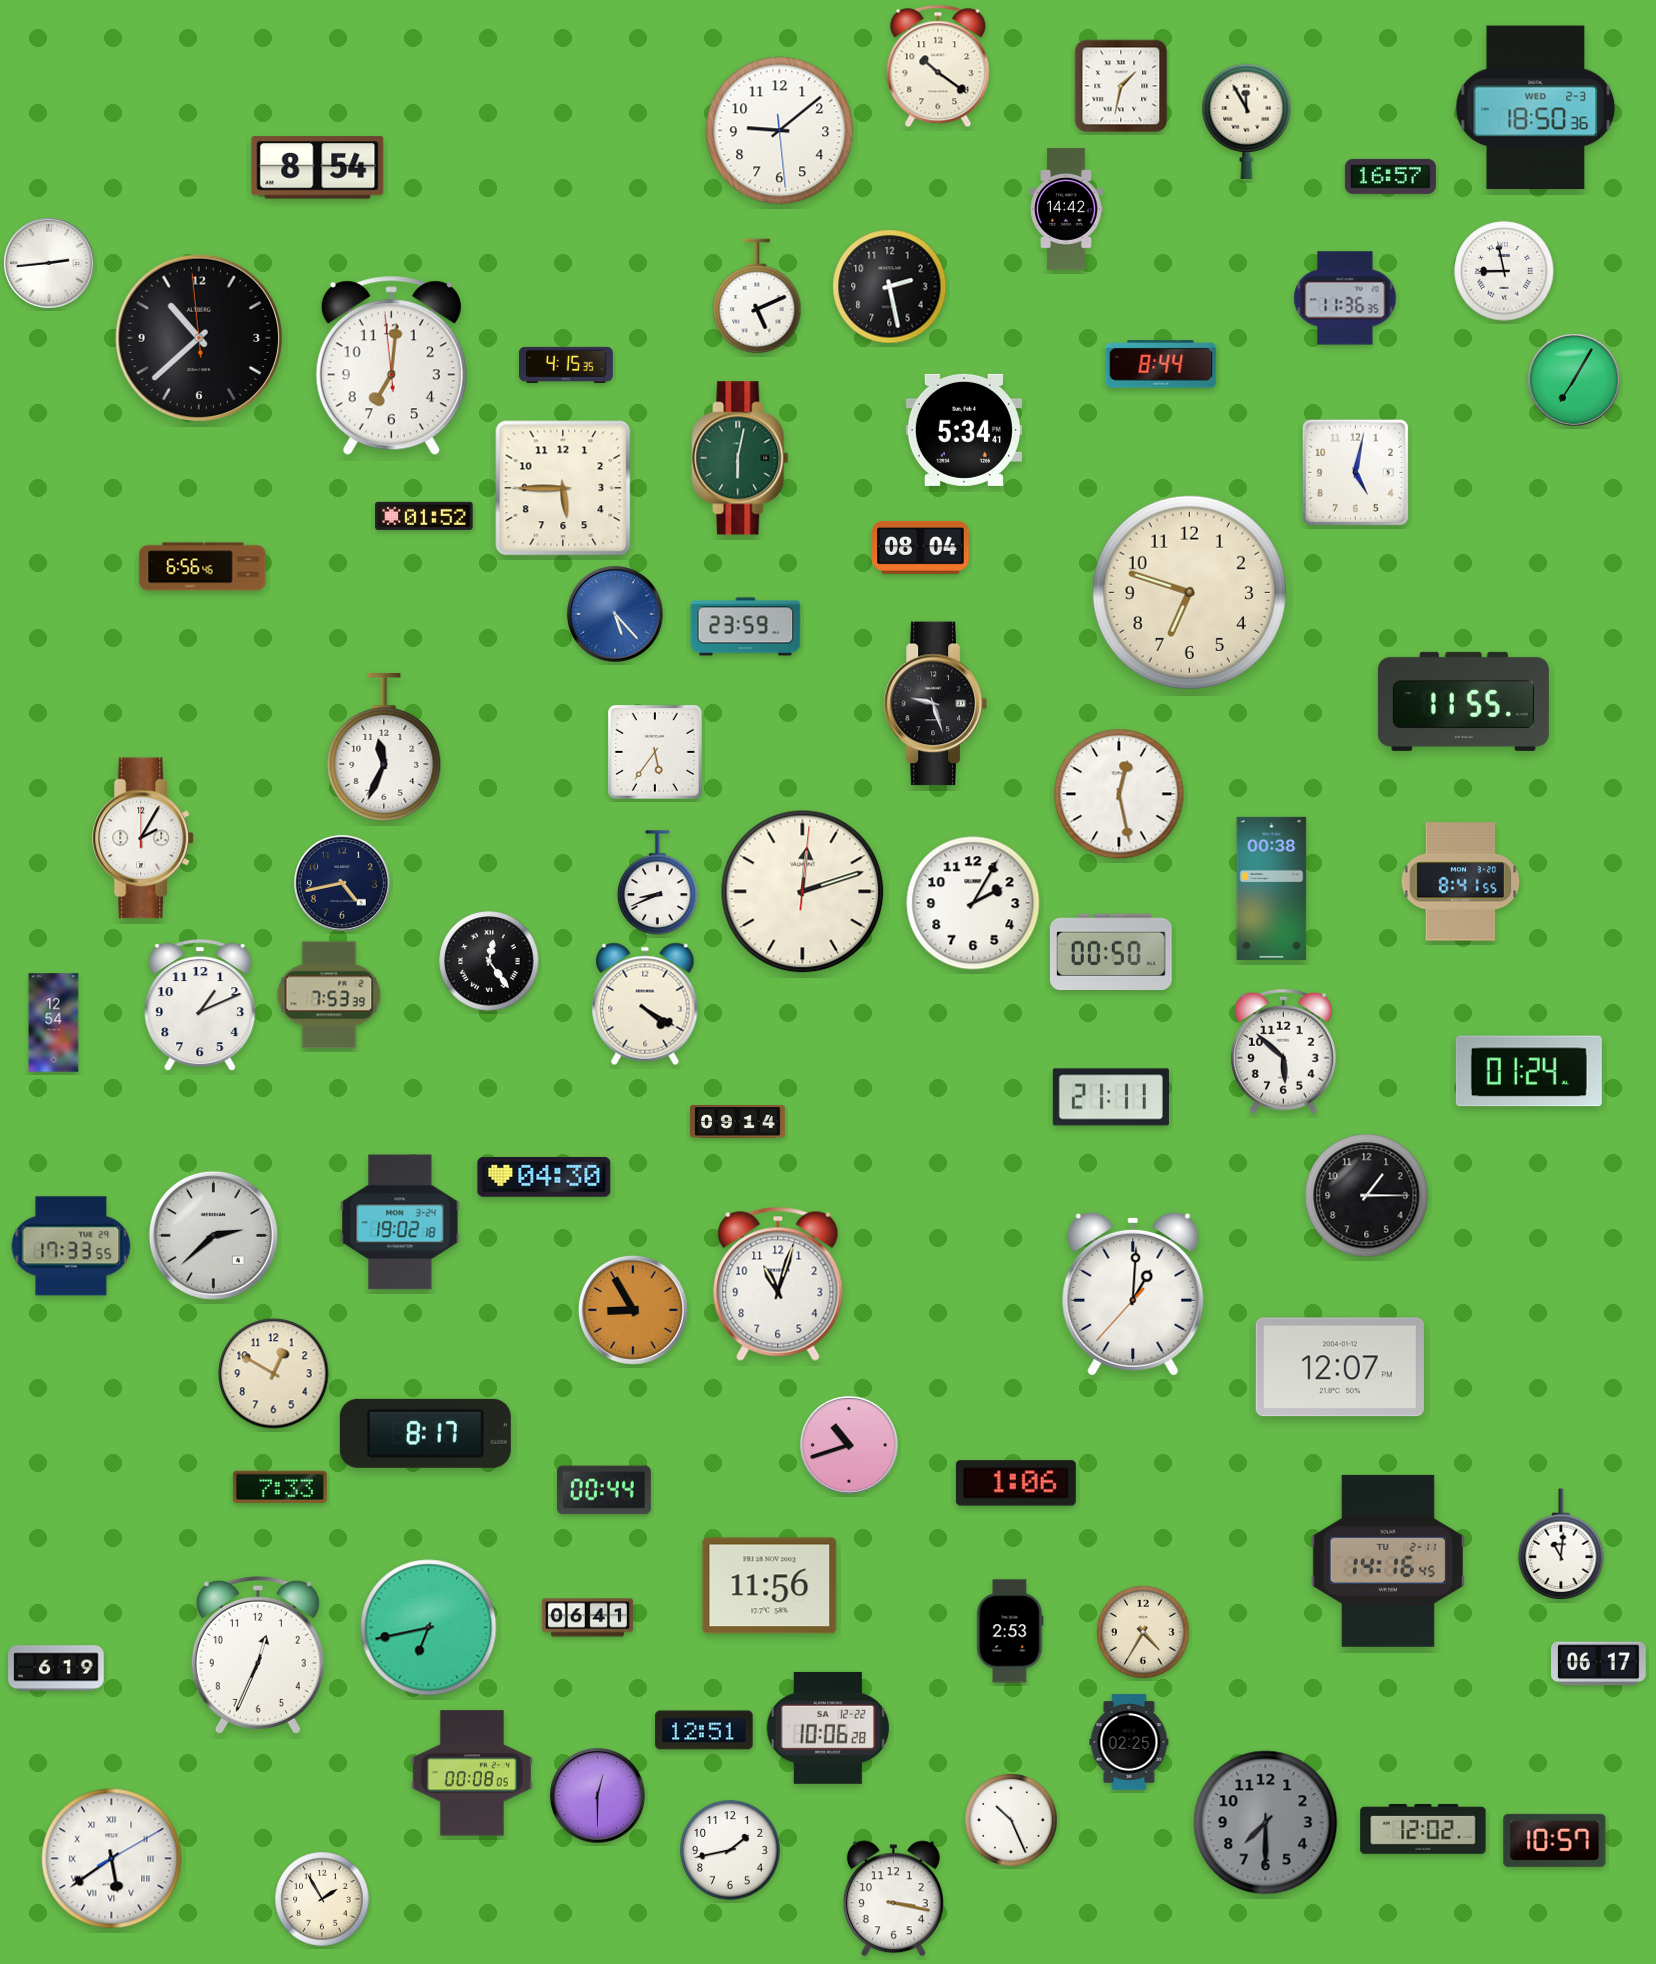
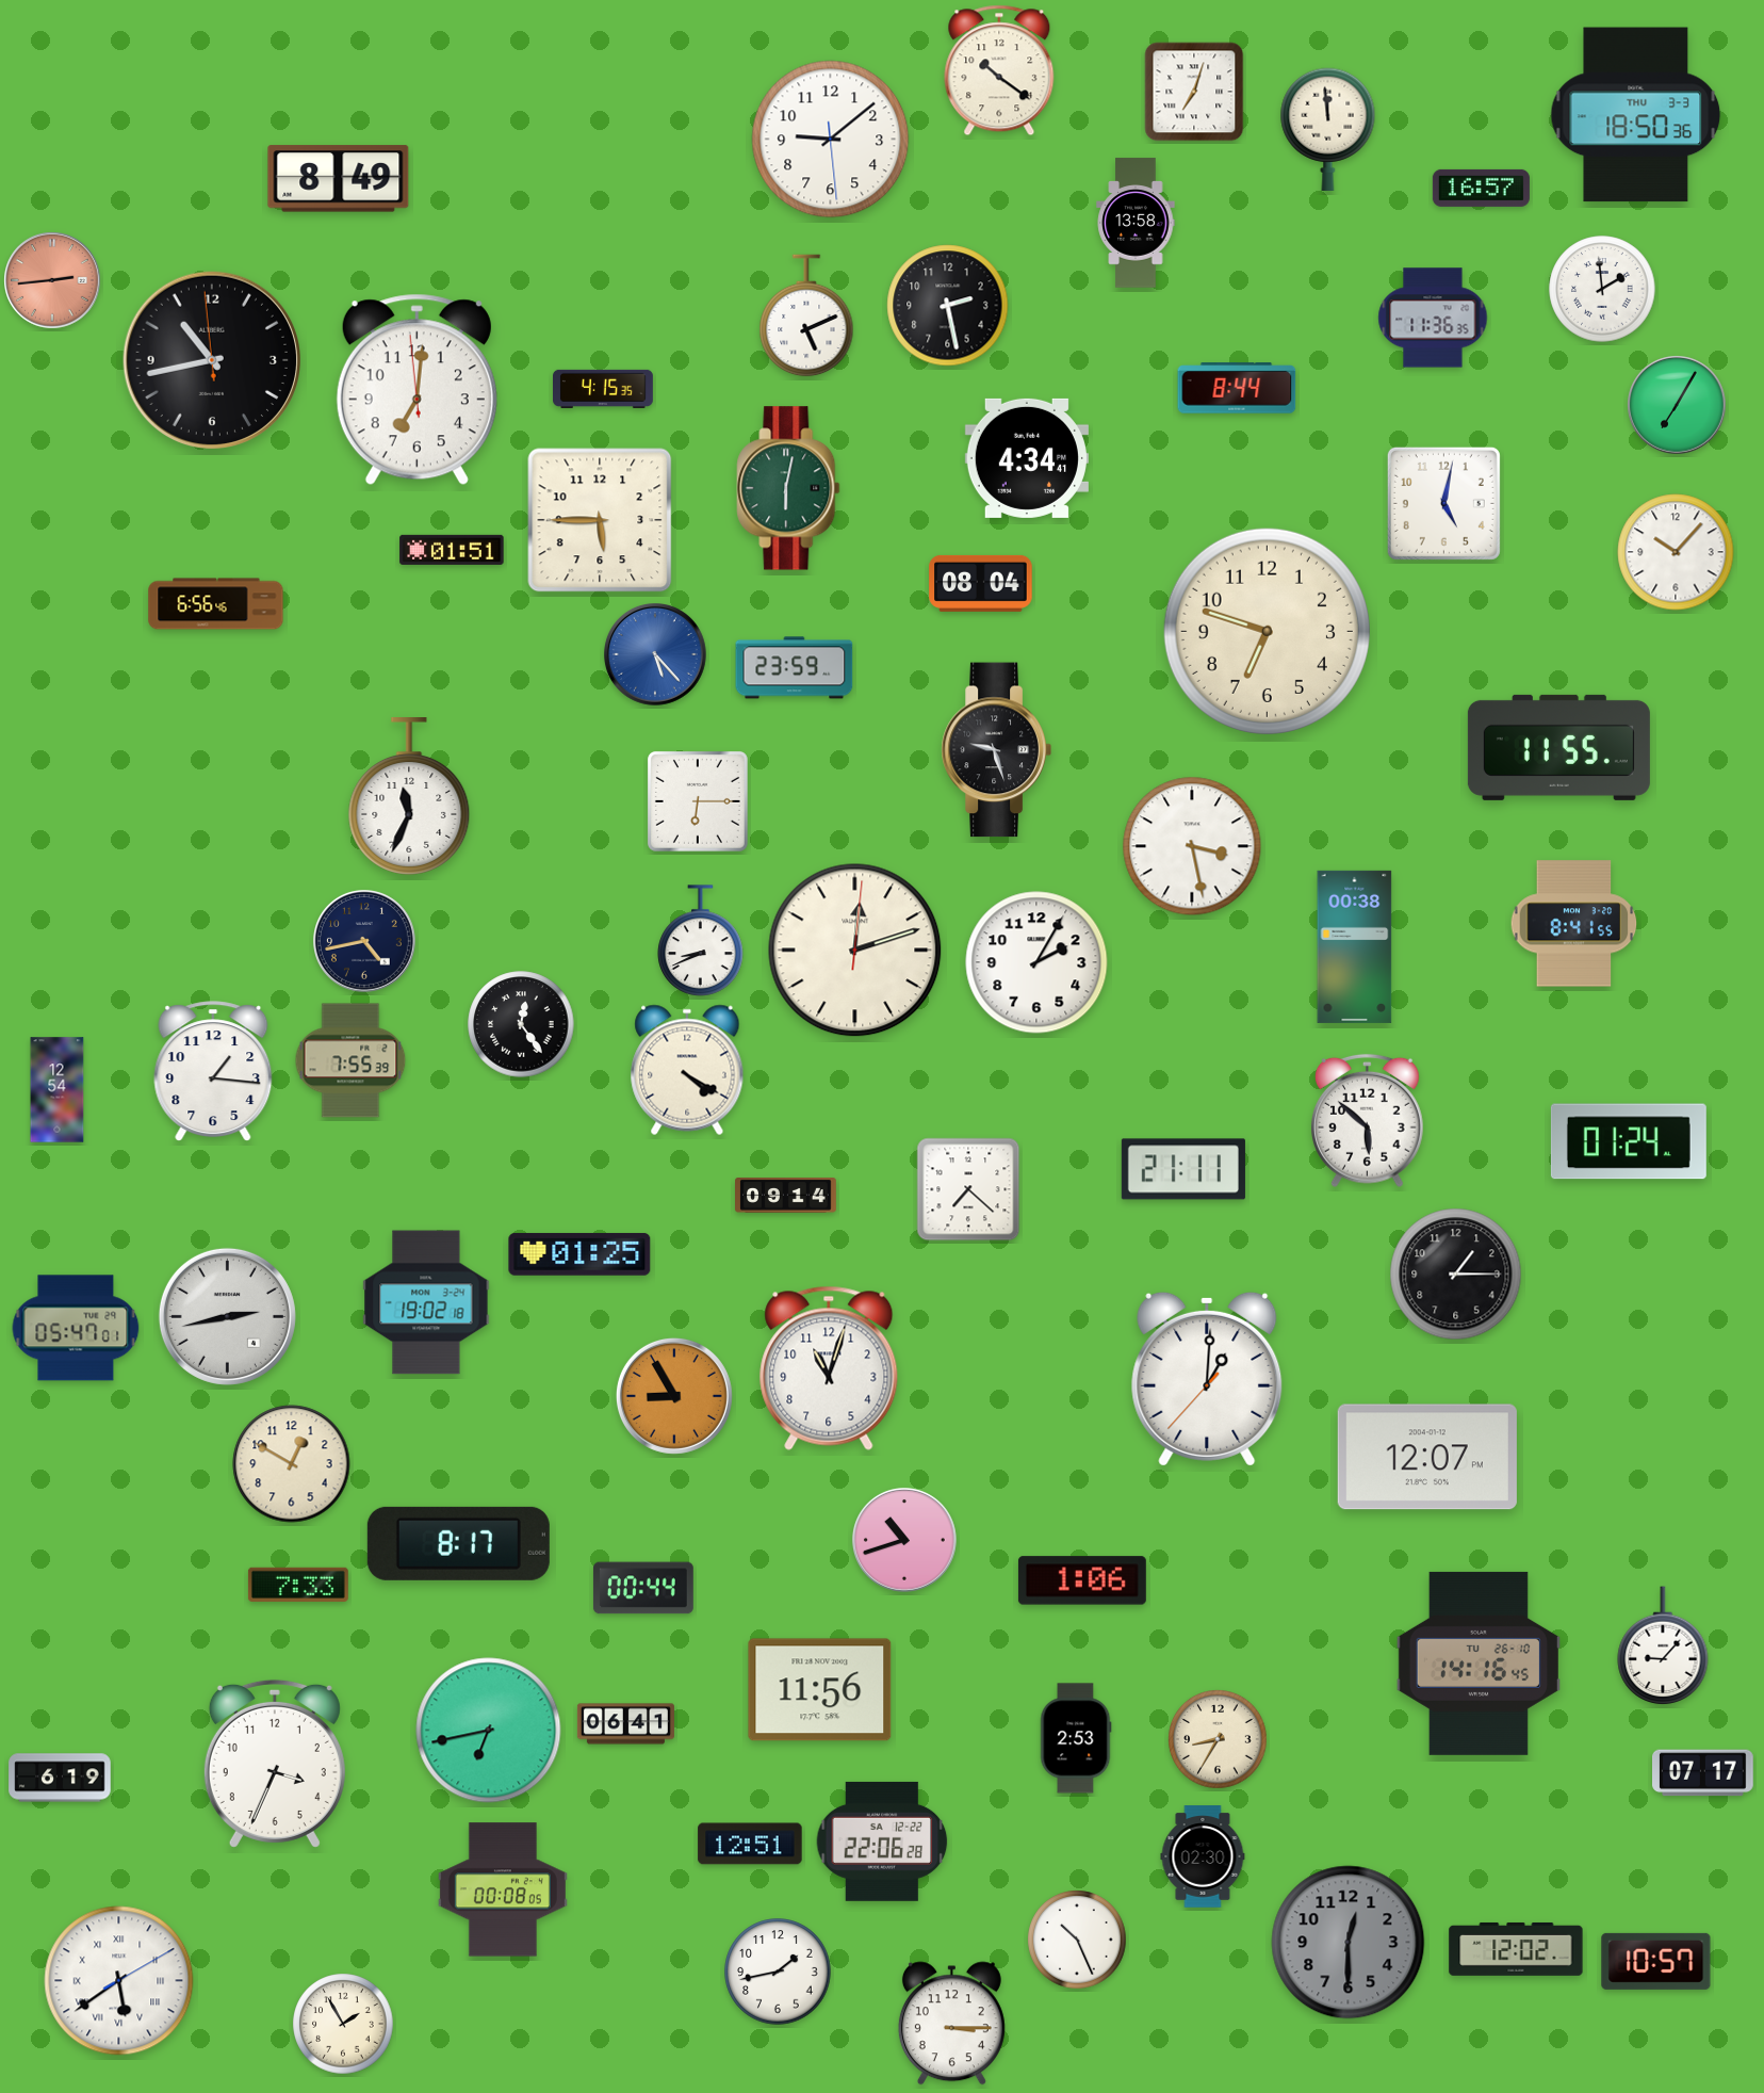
clock at (1121, 86): 1:32 -> 7:03
clock at (1536, 108) date: WED 2-3 -> THU 3-3
clock at (1247, 121): 11:55 -> 11:59
clock at (318, 168): 8:54 -> 8:49
clock at (1066, 209): 14:42 -> 13:58
clock at (49, 263) dial: white -> salmon
clock at (1504, 271): 8:58 -> 1:59
clock at (198, 337): 10:37 -> 10:42
clock at (964, 430): 5:34 -> 4:34
clock at (424, 516): 01:52 -> 01:51
clock at (1676, 552): none -> 10:07
clock at (655, 752): 5:36 -> 6:15
clock at (1119, 794): 12:28 -> 3:28
clock at (144, 838): 2:05 -> none
clock at (1461, 882) position: (1461, 882) -> (1574, 924)
clock at (1111, 951): 00:50 -> none
clock at (329, 995): 7:53 -> 7:55
clock at (200, 1005): 1:11 -> 1:16
clock at (968, 1189): none -> 7:22
clock at (544, 1177): 04:30 -> 01:25
clock at (213, 1235): 2:38 -> 2:43
clock at (71, 1246): 17:33 -> 05:47
clock at (425, 1433) position: (425, 1433) -> (458, 1543)
clock at (1561, 1545): 11:01 -> 9:07
clock at (1388, 1561) date: TU 2-11 -> TU 26-10
clock at (429, 1628) position: (429, 1628) -> (489, 1731)
clock at (1143, 1632): 4:35 -> 8:35
clock at (258, 1655): 12:34 -> 3:34
clock at (1599, 1664): 06:17 -> 07:17
clock at (828, 1728): 10:06 -> 22:06
clock at (1129, 1742): 02:25 -> 02:30
clock at (598, 1796): 12:30 -> none
clock at (1266, 1823): 7:30 -> 12:30
clock at (893, 1899): 3:17 -> 3:15
